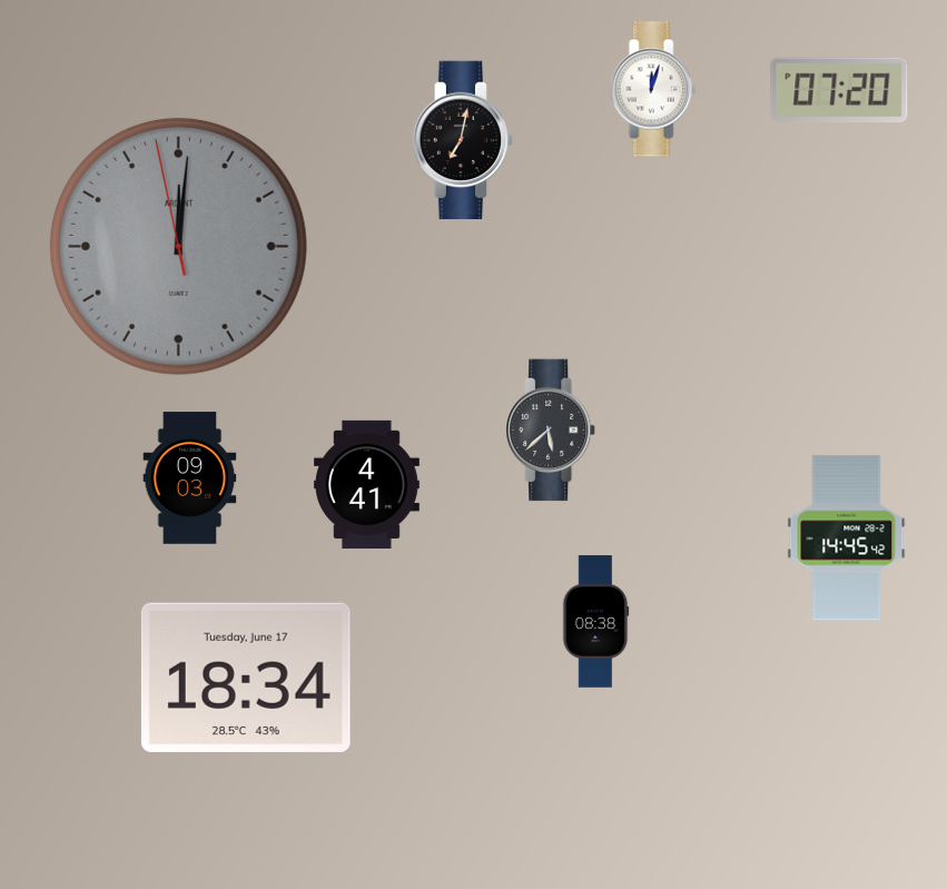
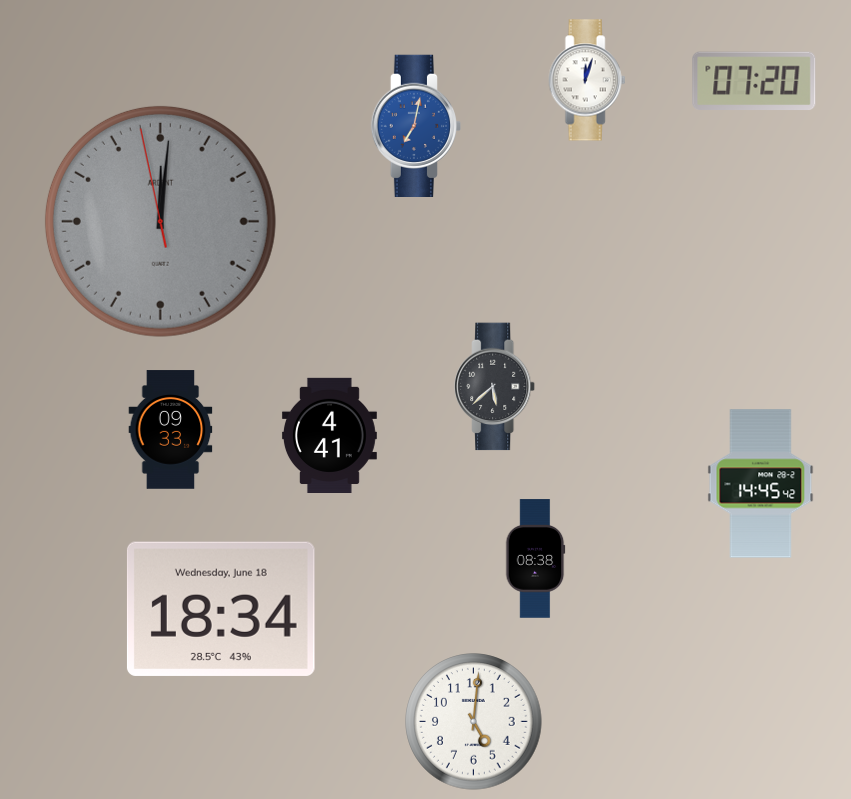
clock at (462, 139) dial: black -> blue
clock at (190, 478): 09:03 -> 09:33
clock at (246, 678) date: Tuesday, June 17 -> Wednesday, June 18
clock at (474, 722): none -> 5:01
